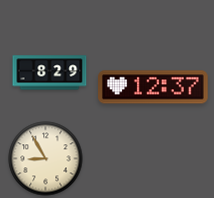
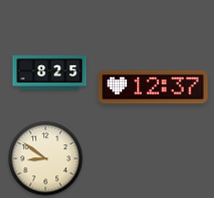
clock at (50, 73): 8:29 -> 8:25
clock at (46, 159): 8:55 -> 8:51
